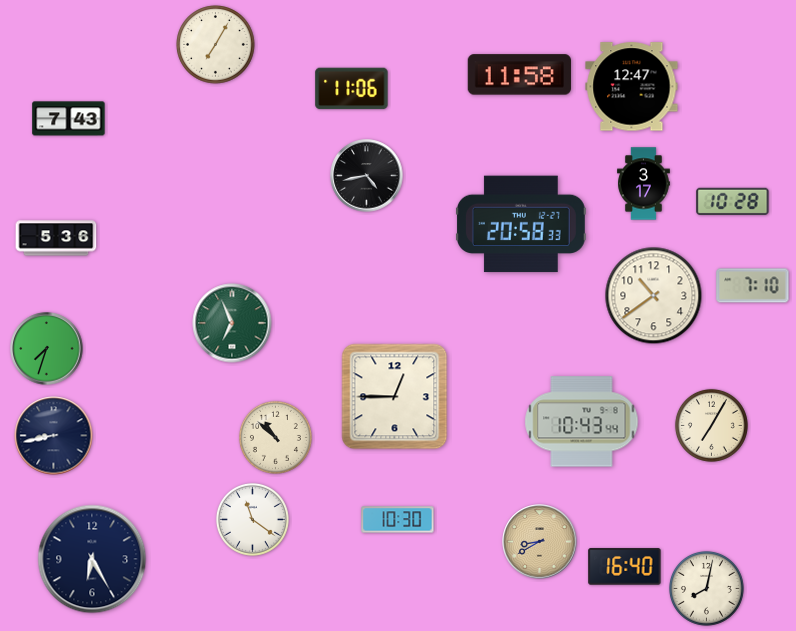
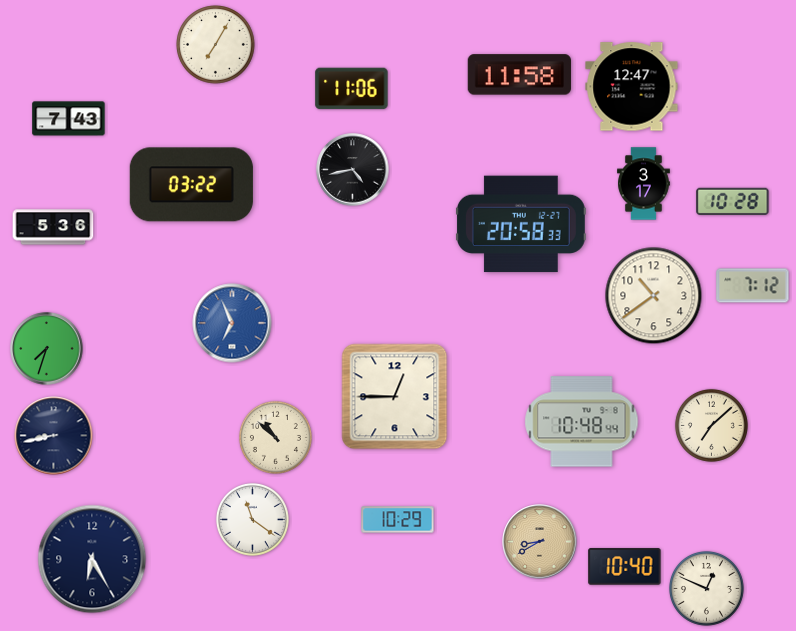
clock at (367, 176) position: (367, 176) -> (353, 170)
clock at (191, 185): none -> 03:22
clock at (56, 238) position: (56, 238) -> (53, 227)
clock at (753, 286): 7:10 -> 7:12
clock at (232, 323) dial: green -> blue
clock at (582, 422): 10:43 -> 10:48
clock at (711, 425): 7:05 -> 7:08
clock at (398, 520): 10:30 -> 10:29
clock at (625, 567): 16:40 -> 10:40
clock at (707, 589): 8:02 -> 12:49
